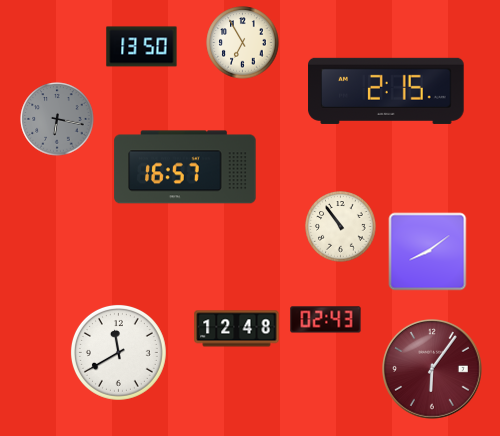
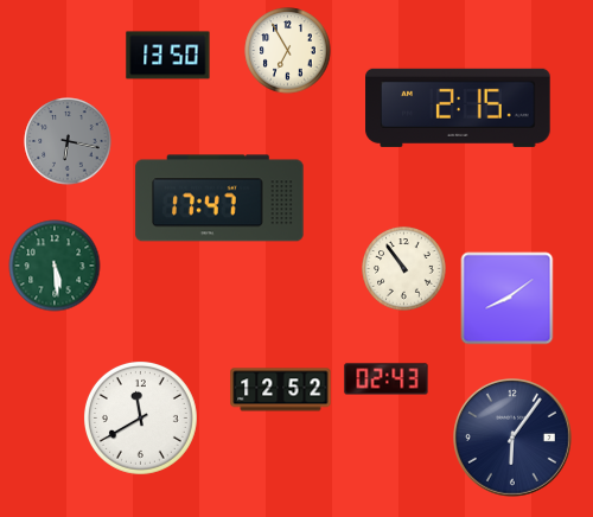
clock at (185, 167): 16:57 -> 17:47
clock at (55, 266): none -> 5:29
clock at (237, 329): 12:48 -> 12:52
clock at (433, 370) dial: burgundy -> navy
